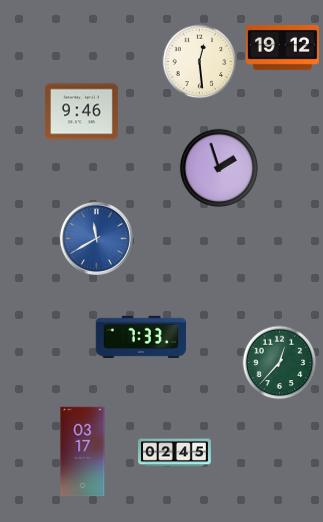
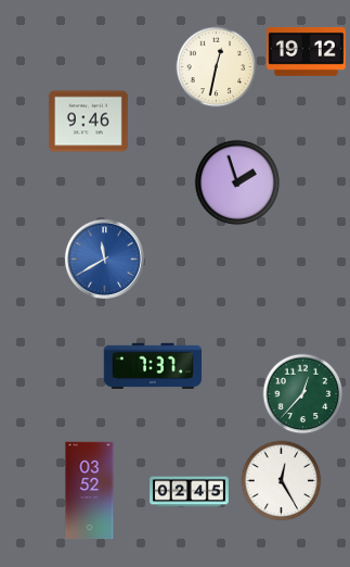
clock at (200, 62): 12:29 -> 12:32
clock at (140, 337): 7:33 -> 7:37
clock at (282, 481): none -> 12:25
clock at (83, 452): 03:17 -> 03:52
